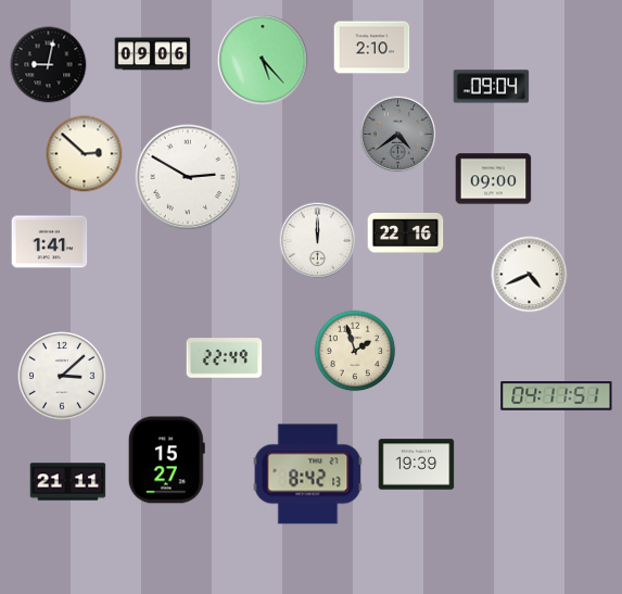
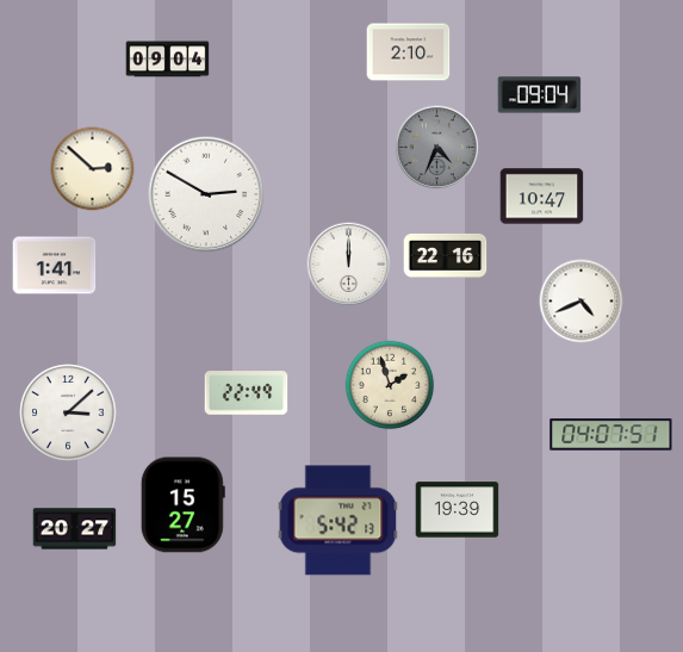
clock at (153, 54): 09:06 -> 09:04
clock at (263, 60): 5:23 -> none
clock at (49, 65): 9:02 -> none
clock at (398, 135): 4:39 -> 4:34
clock at (494, 179): 09:00 -> 10:47
clock at (557, 396): 04:11 -> 04:07
clock at (308, 475): 8:42 -> 5:42
clock at (68, 482): 21:11 -> 20:27
